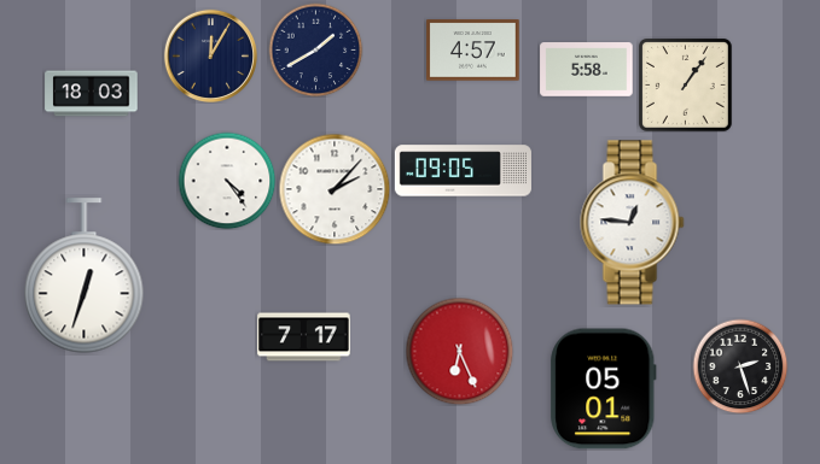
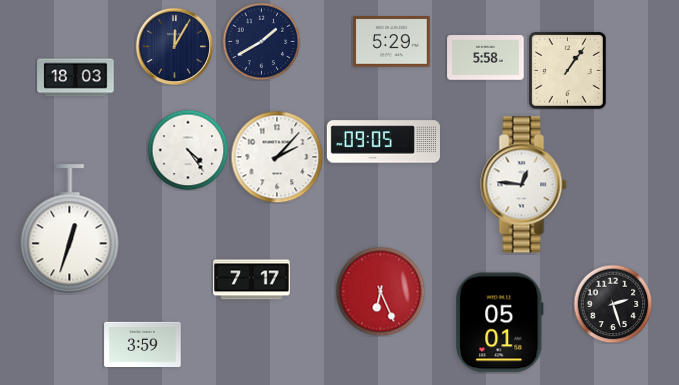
clock at (473, 51): 4:57 -> 5:29
clock at (143, 344): none -> 3:59
